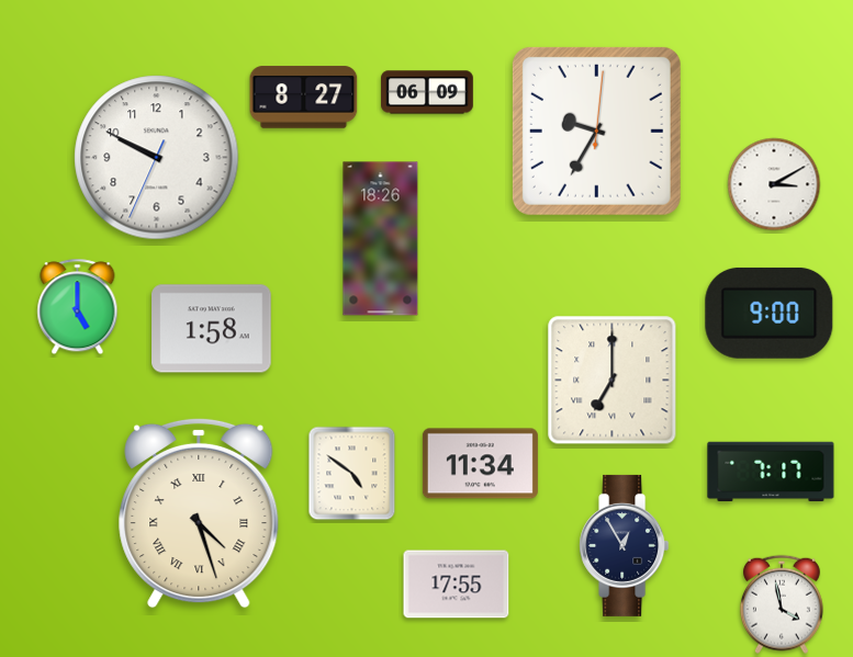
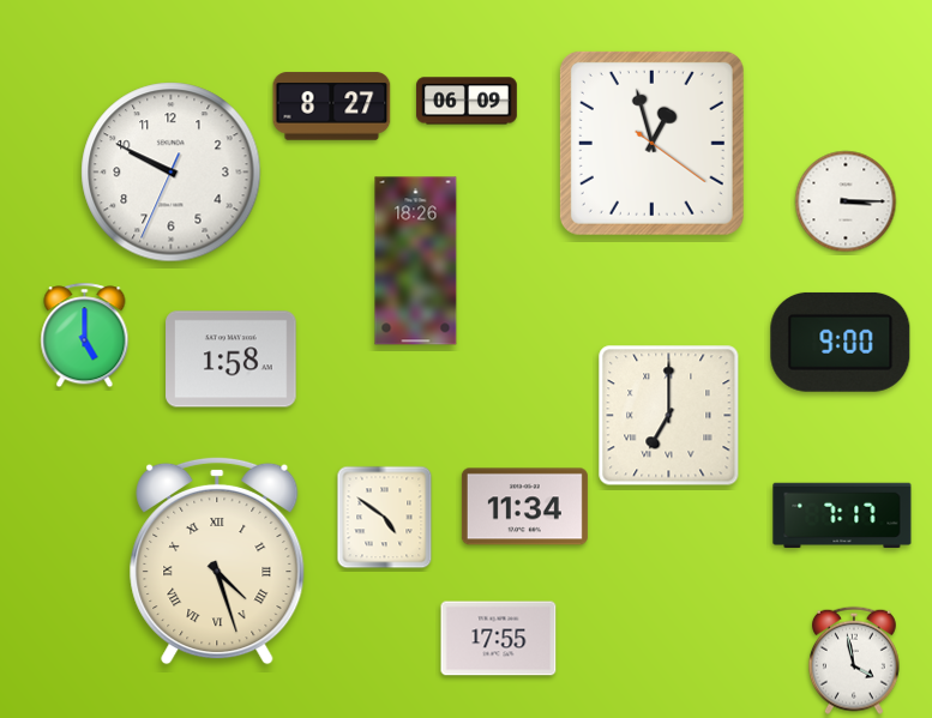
clock at (596, 131): 9:35 -> 12:57
clock at (774, 184): 3:10 -> 3:15
clock at (625, 545): 12:55 -> none
